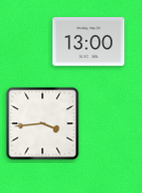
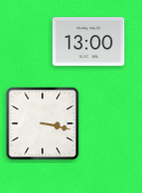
clock at (43, 124): 3:44 -> 3:17
